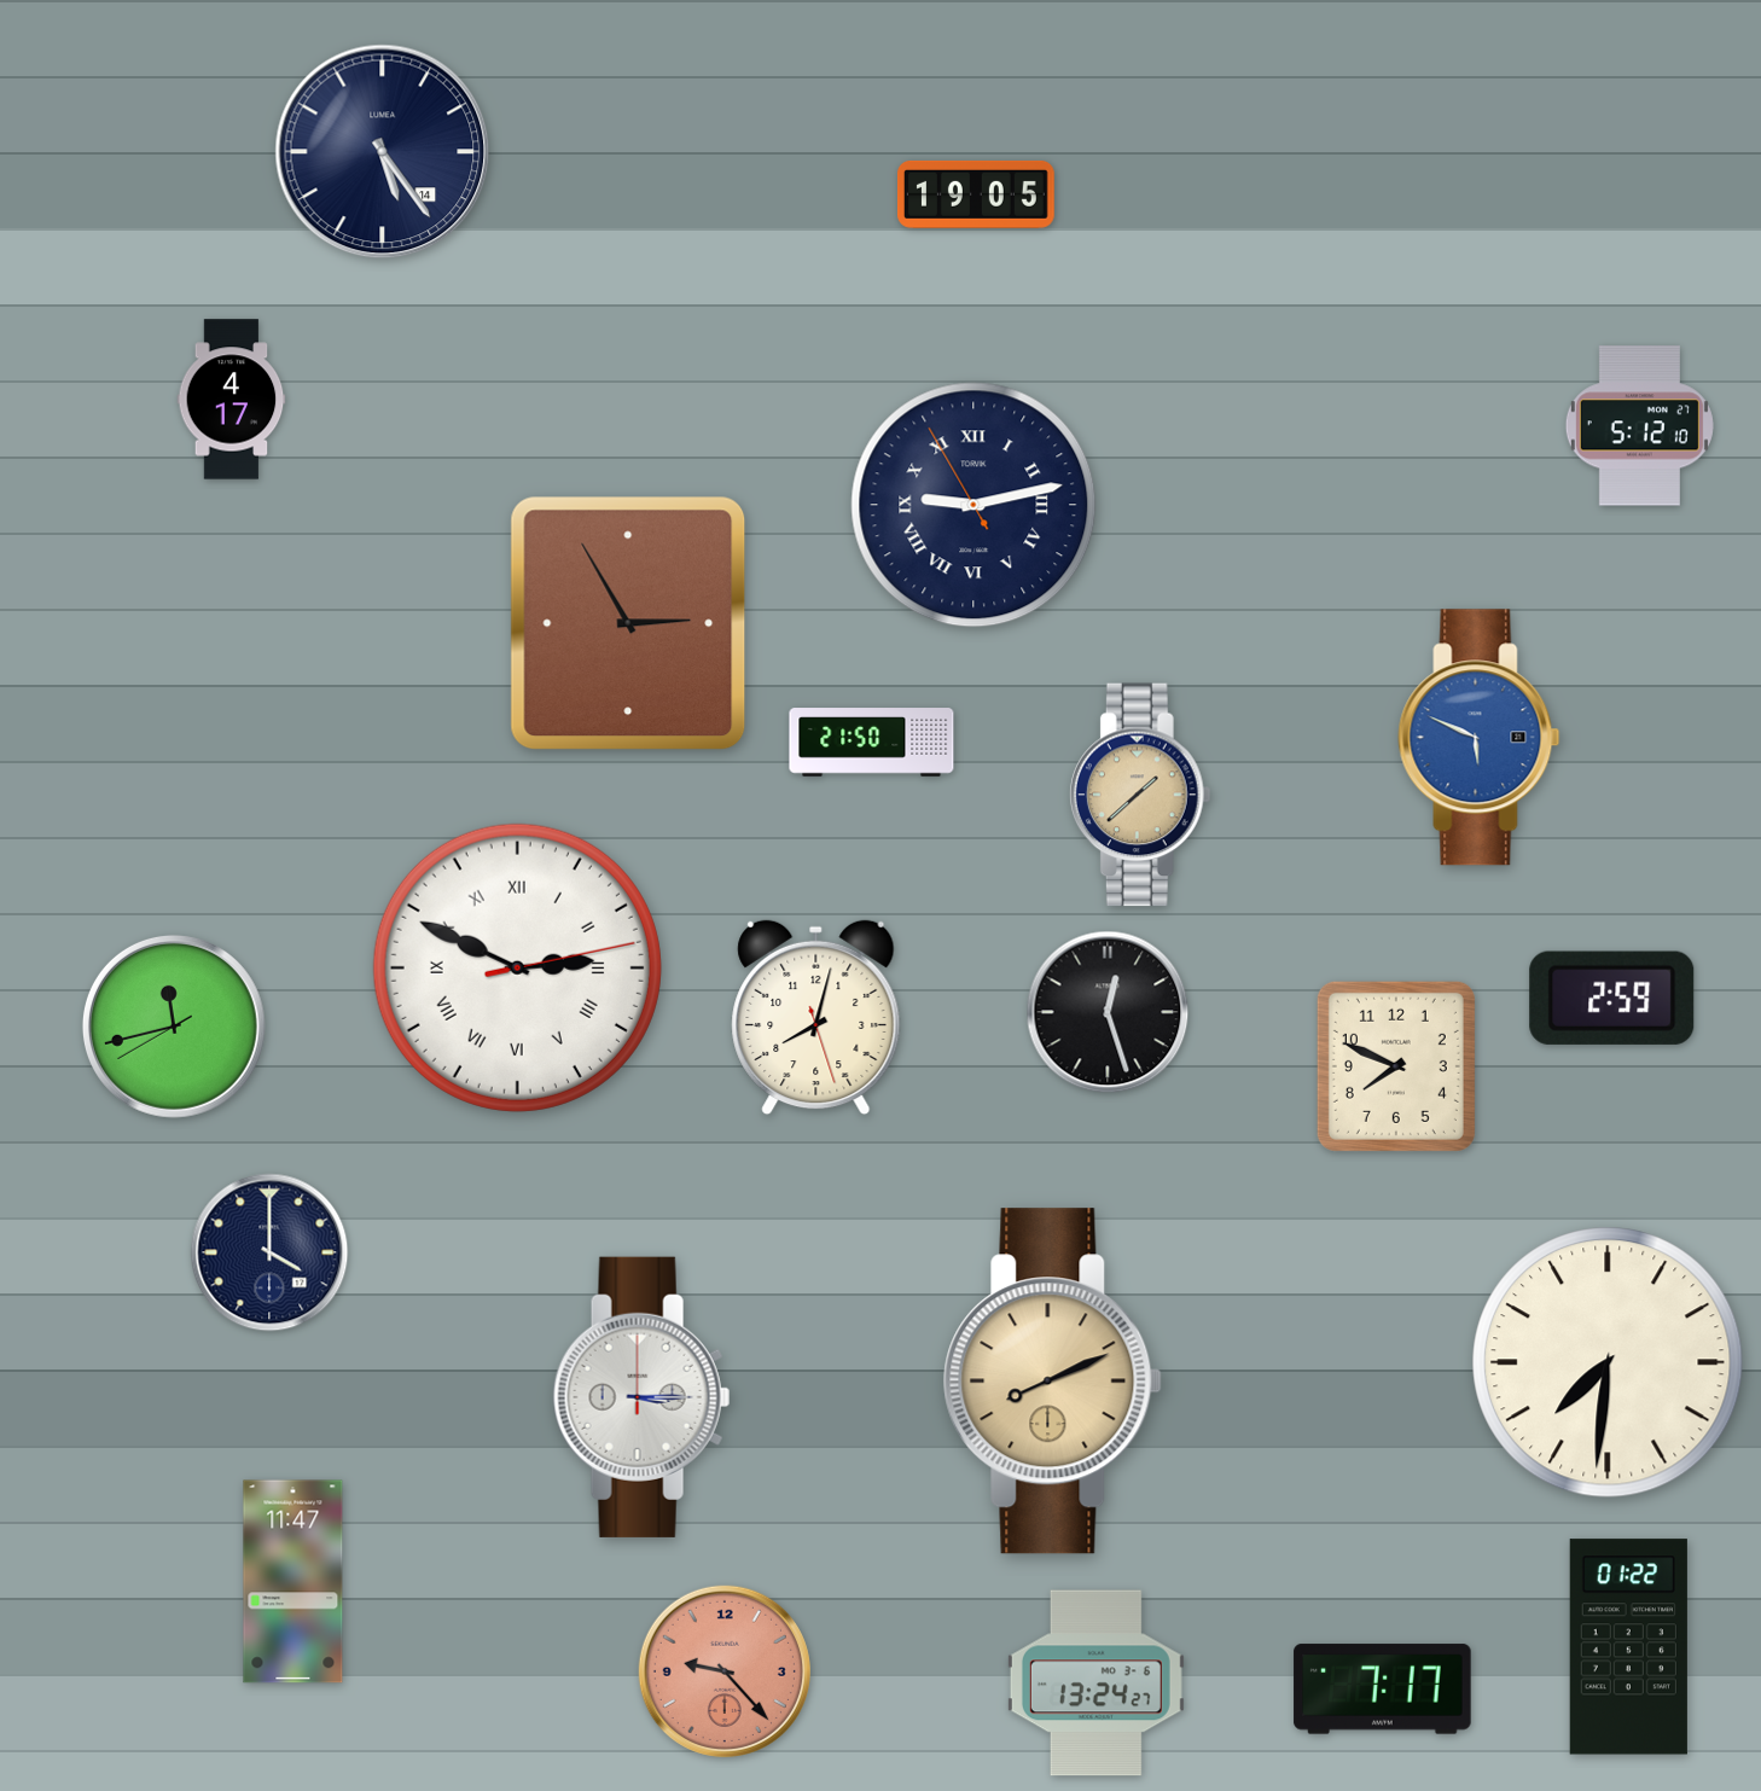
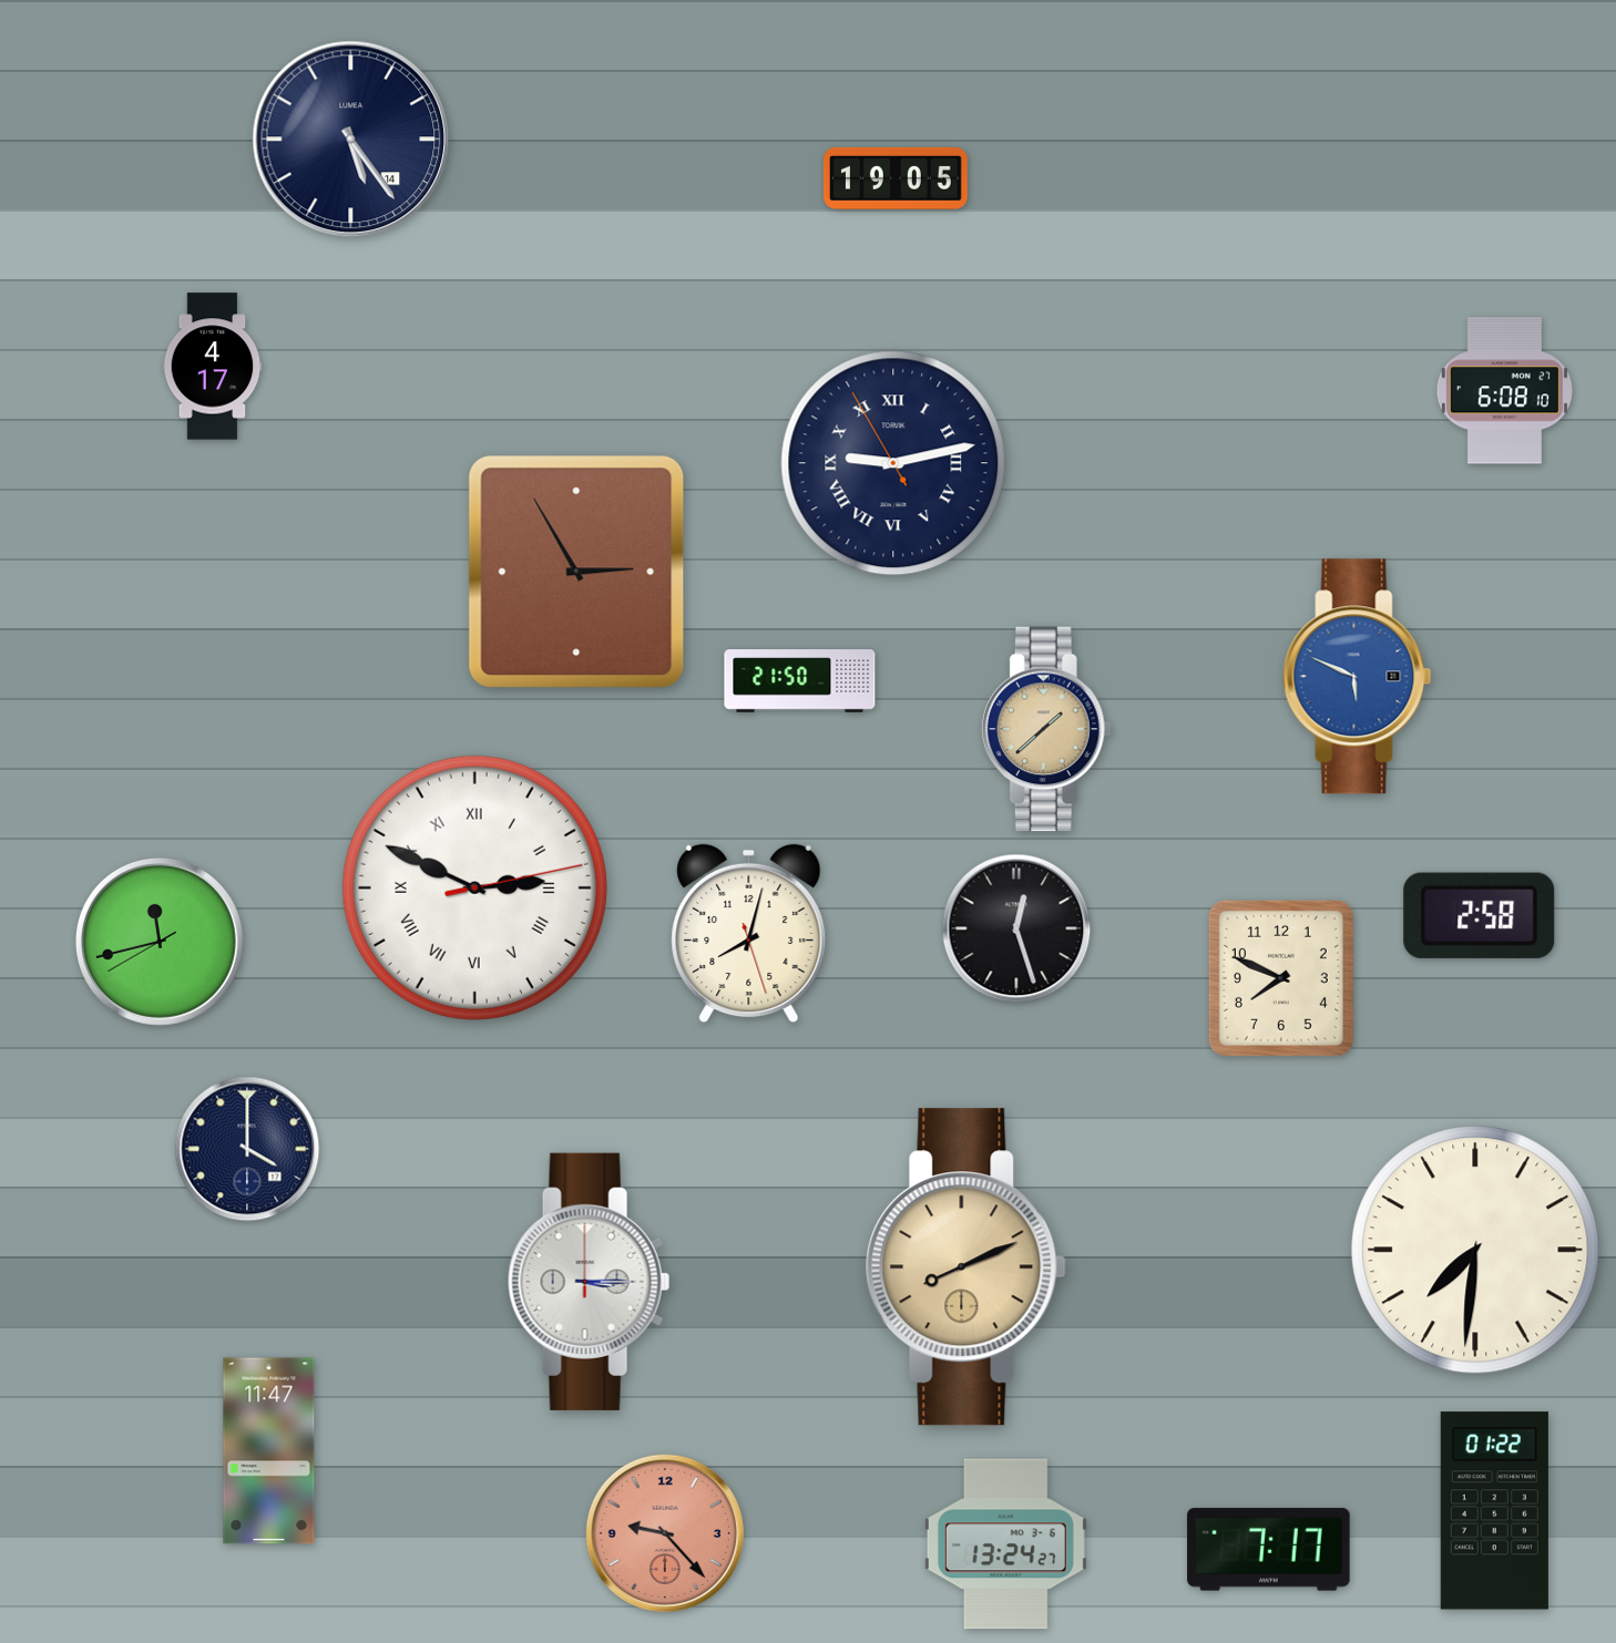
clock at (1639, 426): 5:12 -> 6:08
clock at (1612, 998): 2:59 -> 2:58
